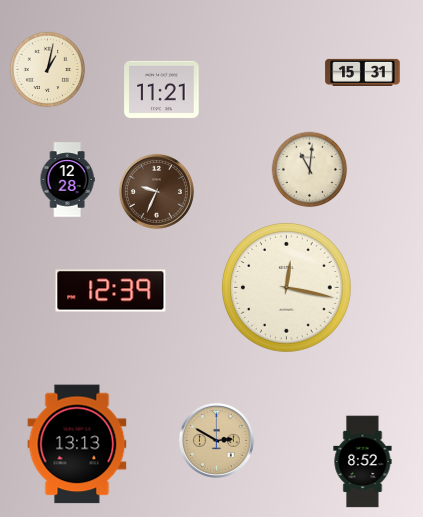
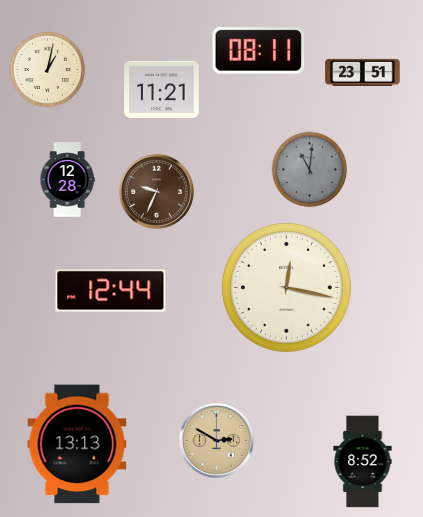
clock at (259, 51): none -> 08:11
clock at (363, 72): 15:31 -> 23:51
clock at (310, 170) dial: cream -> grey
clock at (111, 291): 12:39 -> 12:44
